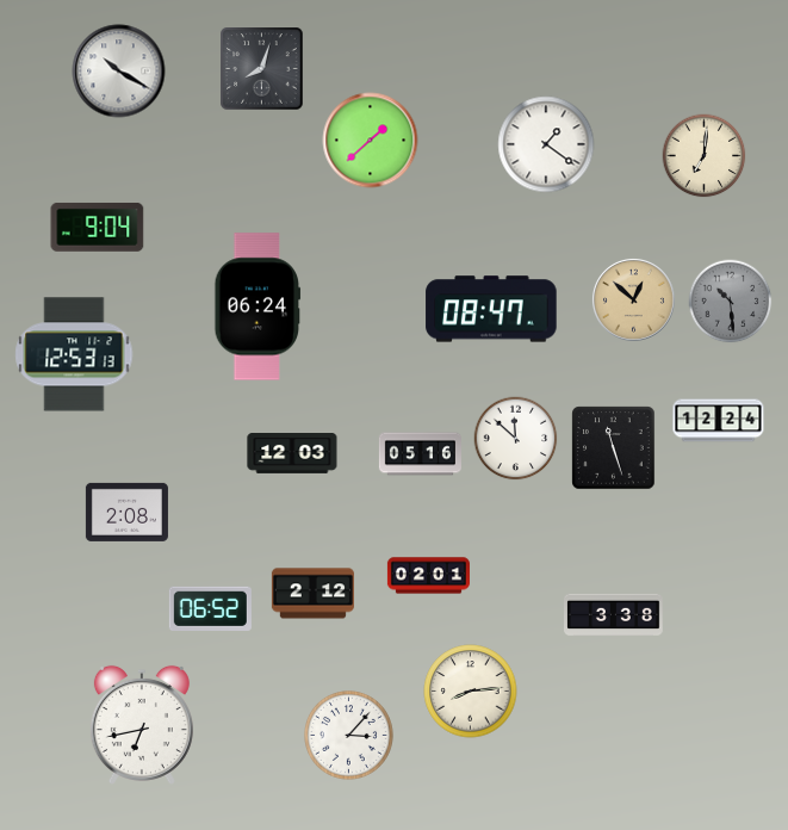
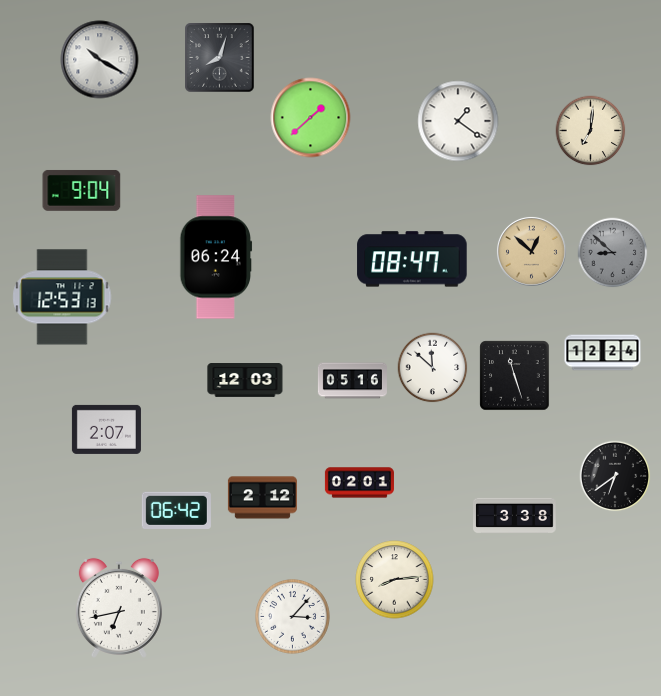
clock at (731, 302): 10:29 -> 8:52
clock at (126, 512): 2:08 -> 2:07
clock at (615, 476): none -> 6:39
clock at (210, 608): 06:52 -> 06:42
